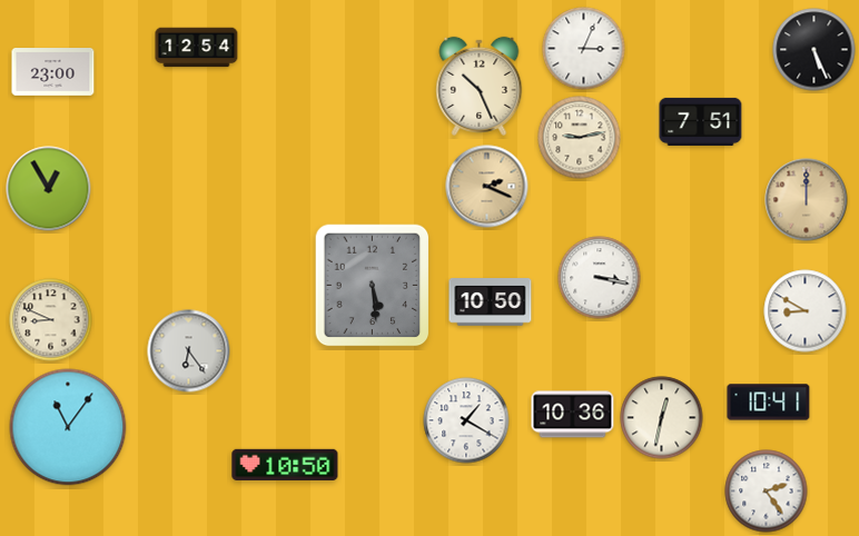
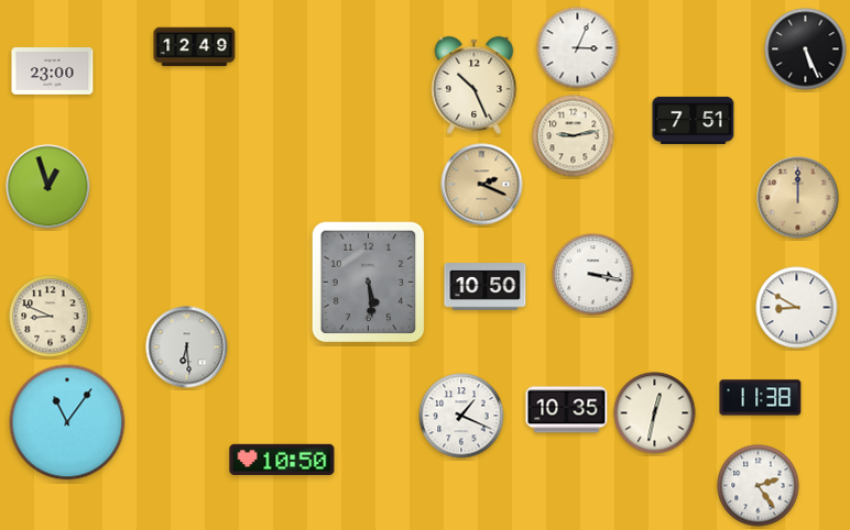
clock at (197, 48): 12:54 -> 12:49
clock at (49, 189): 12:55 -> 12:57
clock at (491, 302) position: (491, 302) -> (486, 287)
clock at (189, 351): 6:24 -> 6:29
clock at (769, 403): 10:41 -> 11:38
clock at (573, 415): 10:36 -> 10:35
clock at (466, 420): 1:20 -> 1:19
